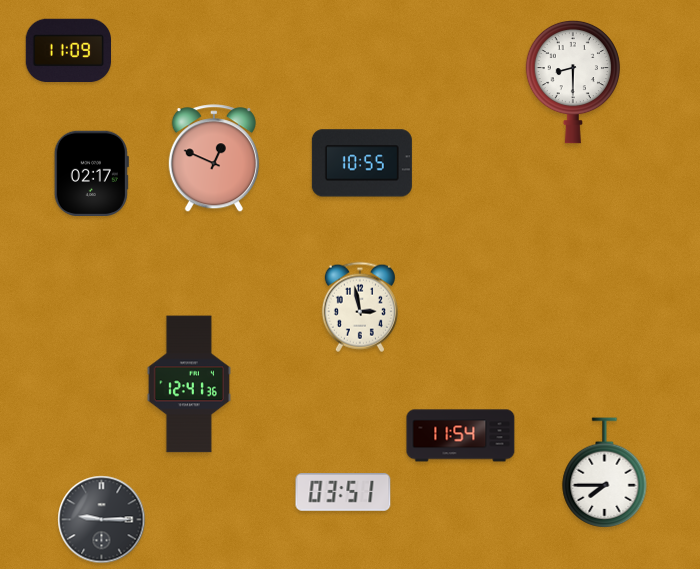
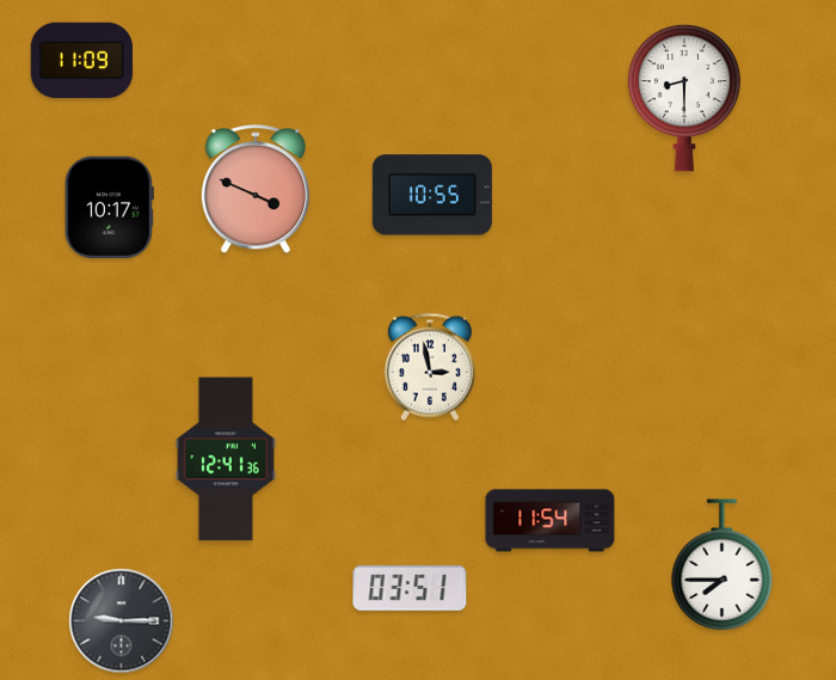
clock at (214, 159): 12:49 -> 3:49
clock at (91, 174): 02:17 -> 10:17
